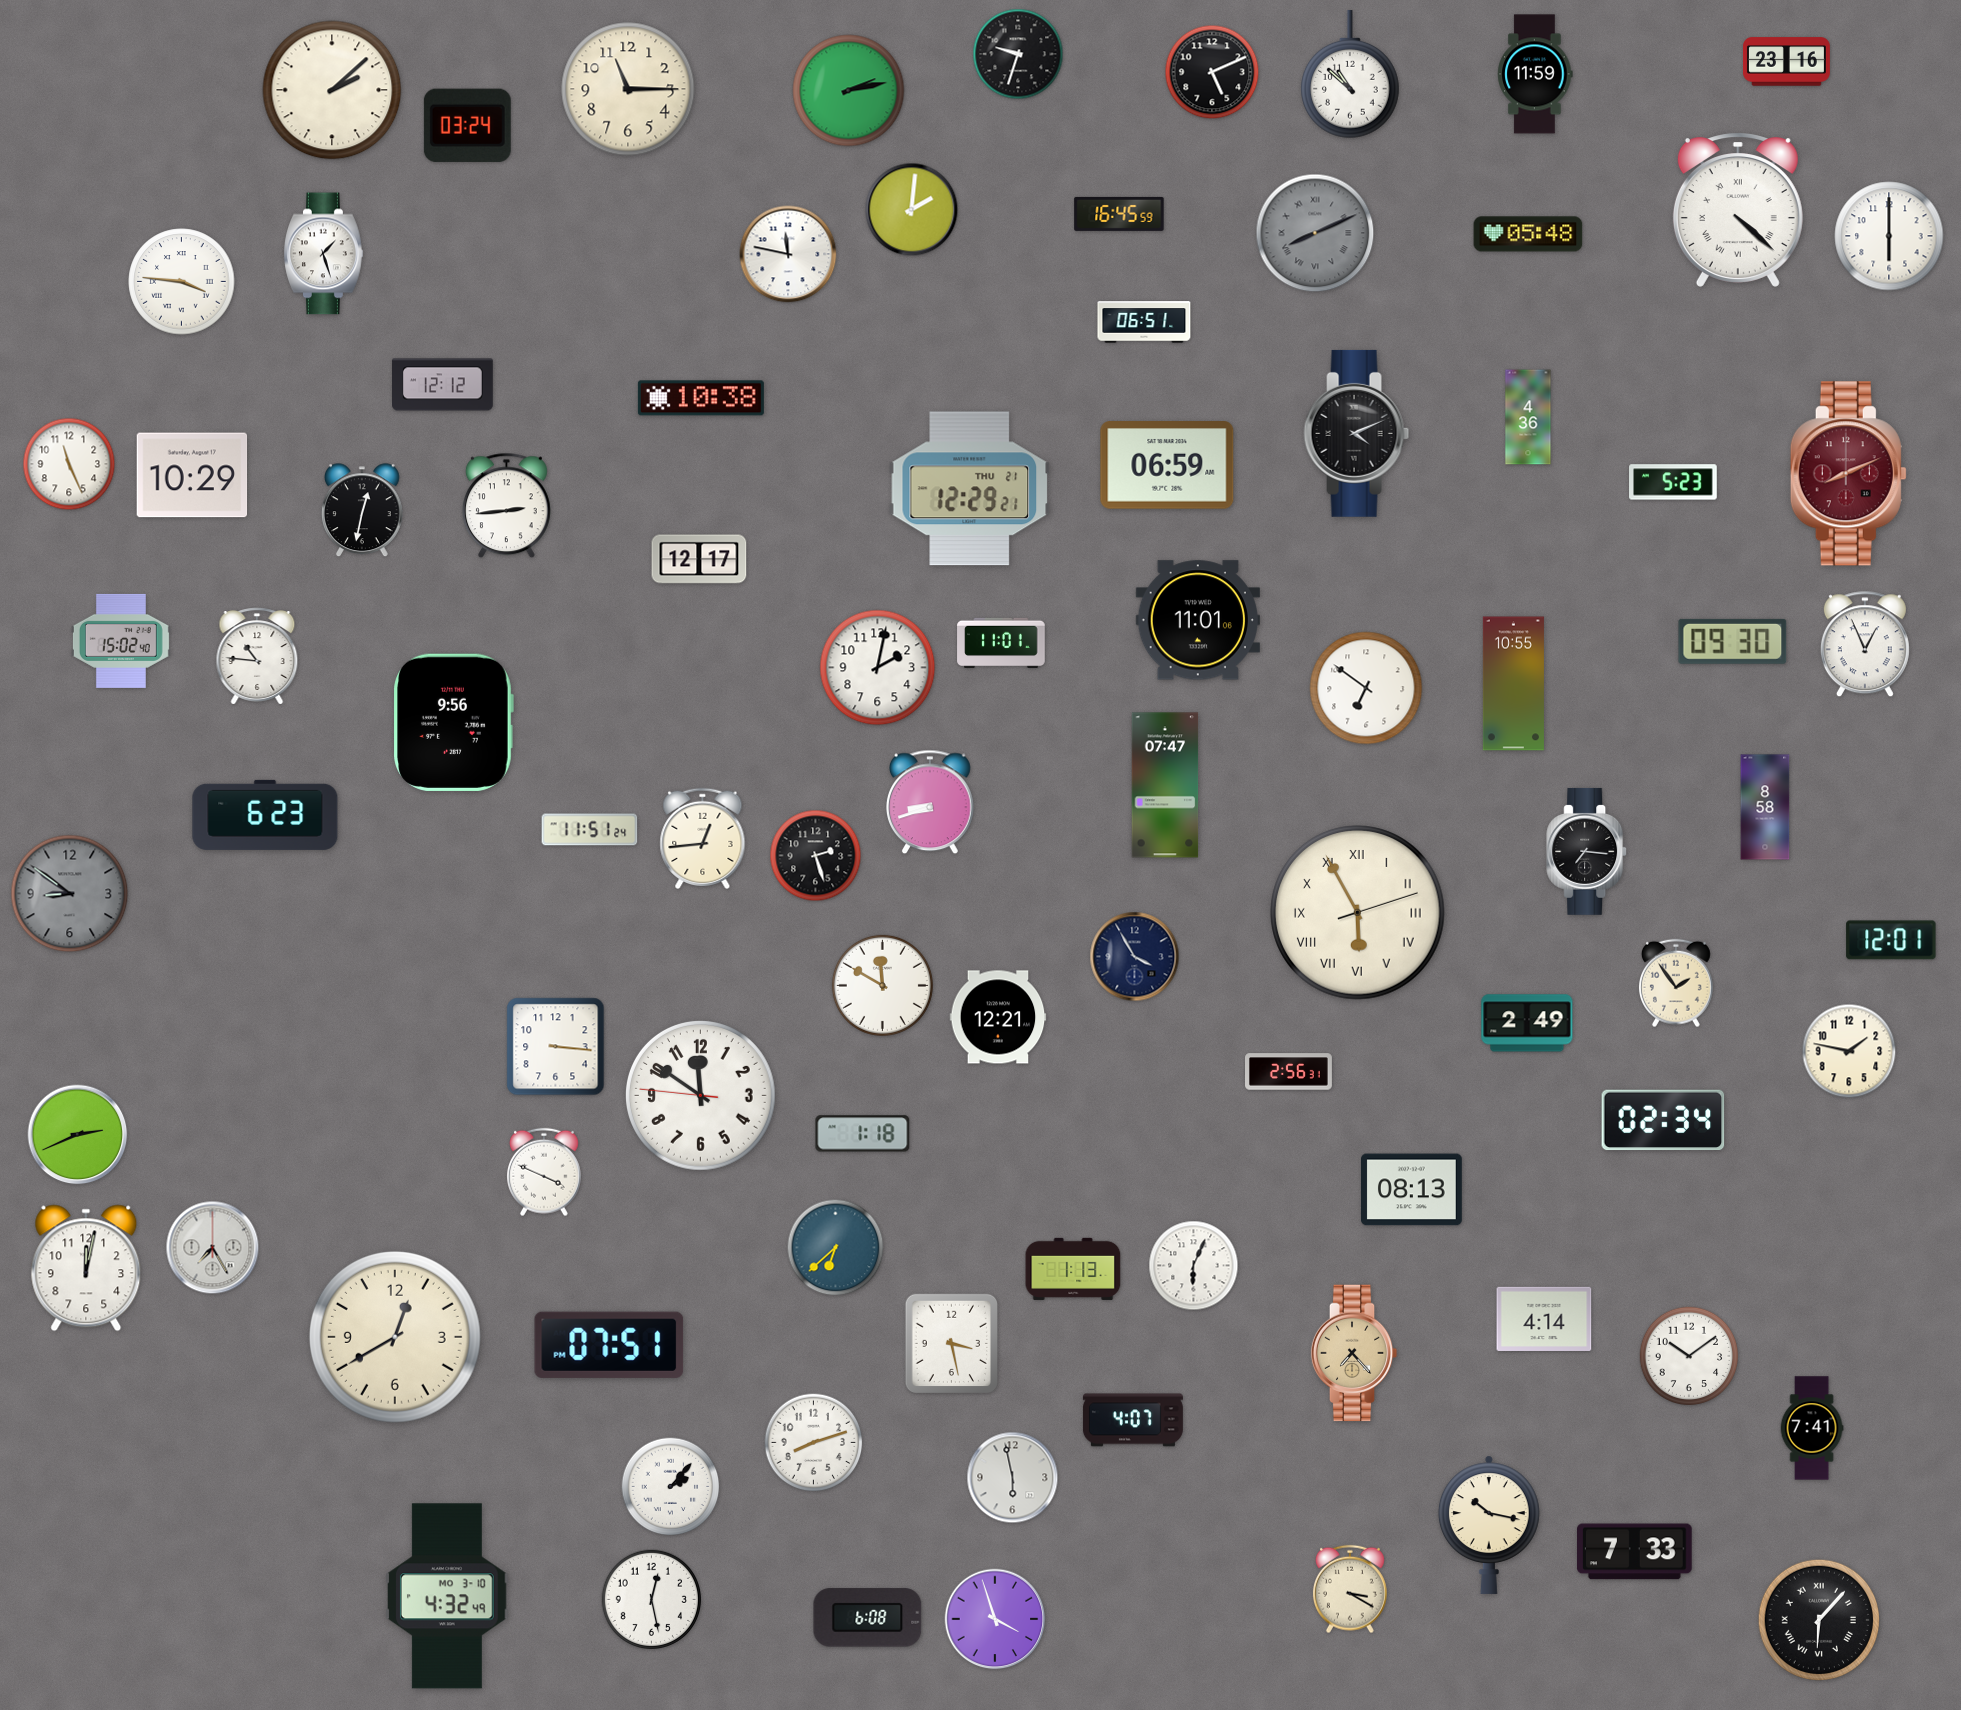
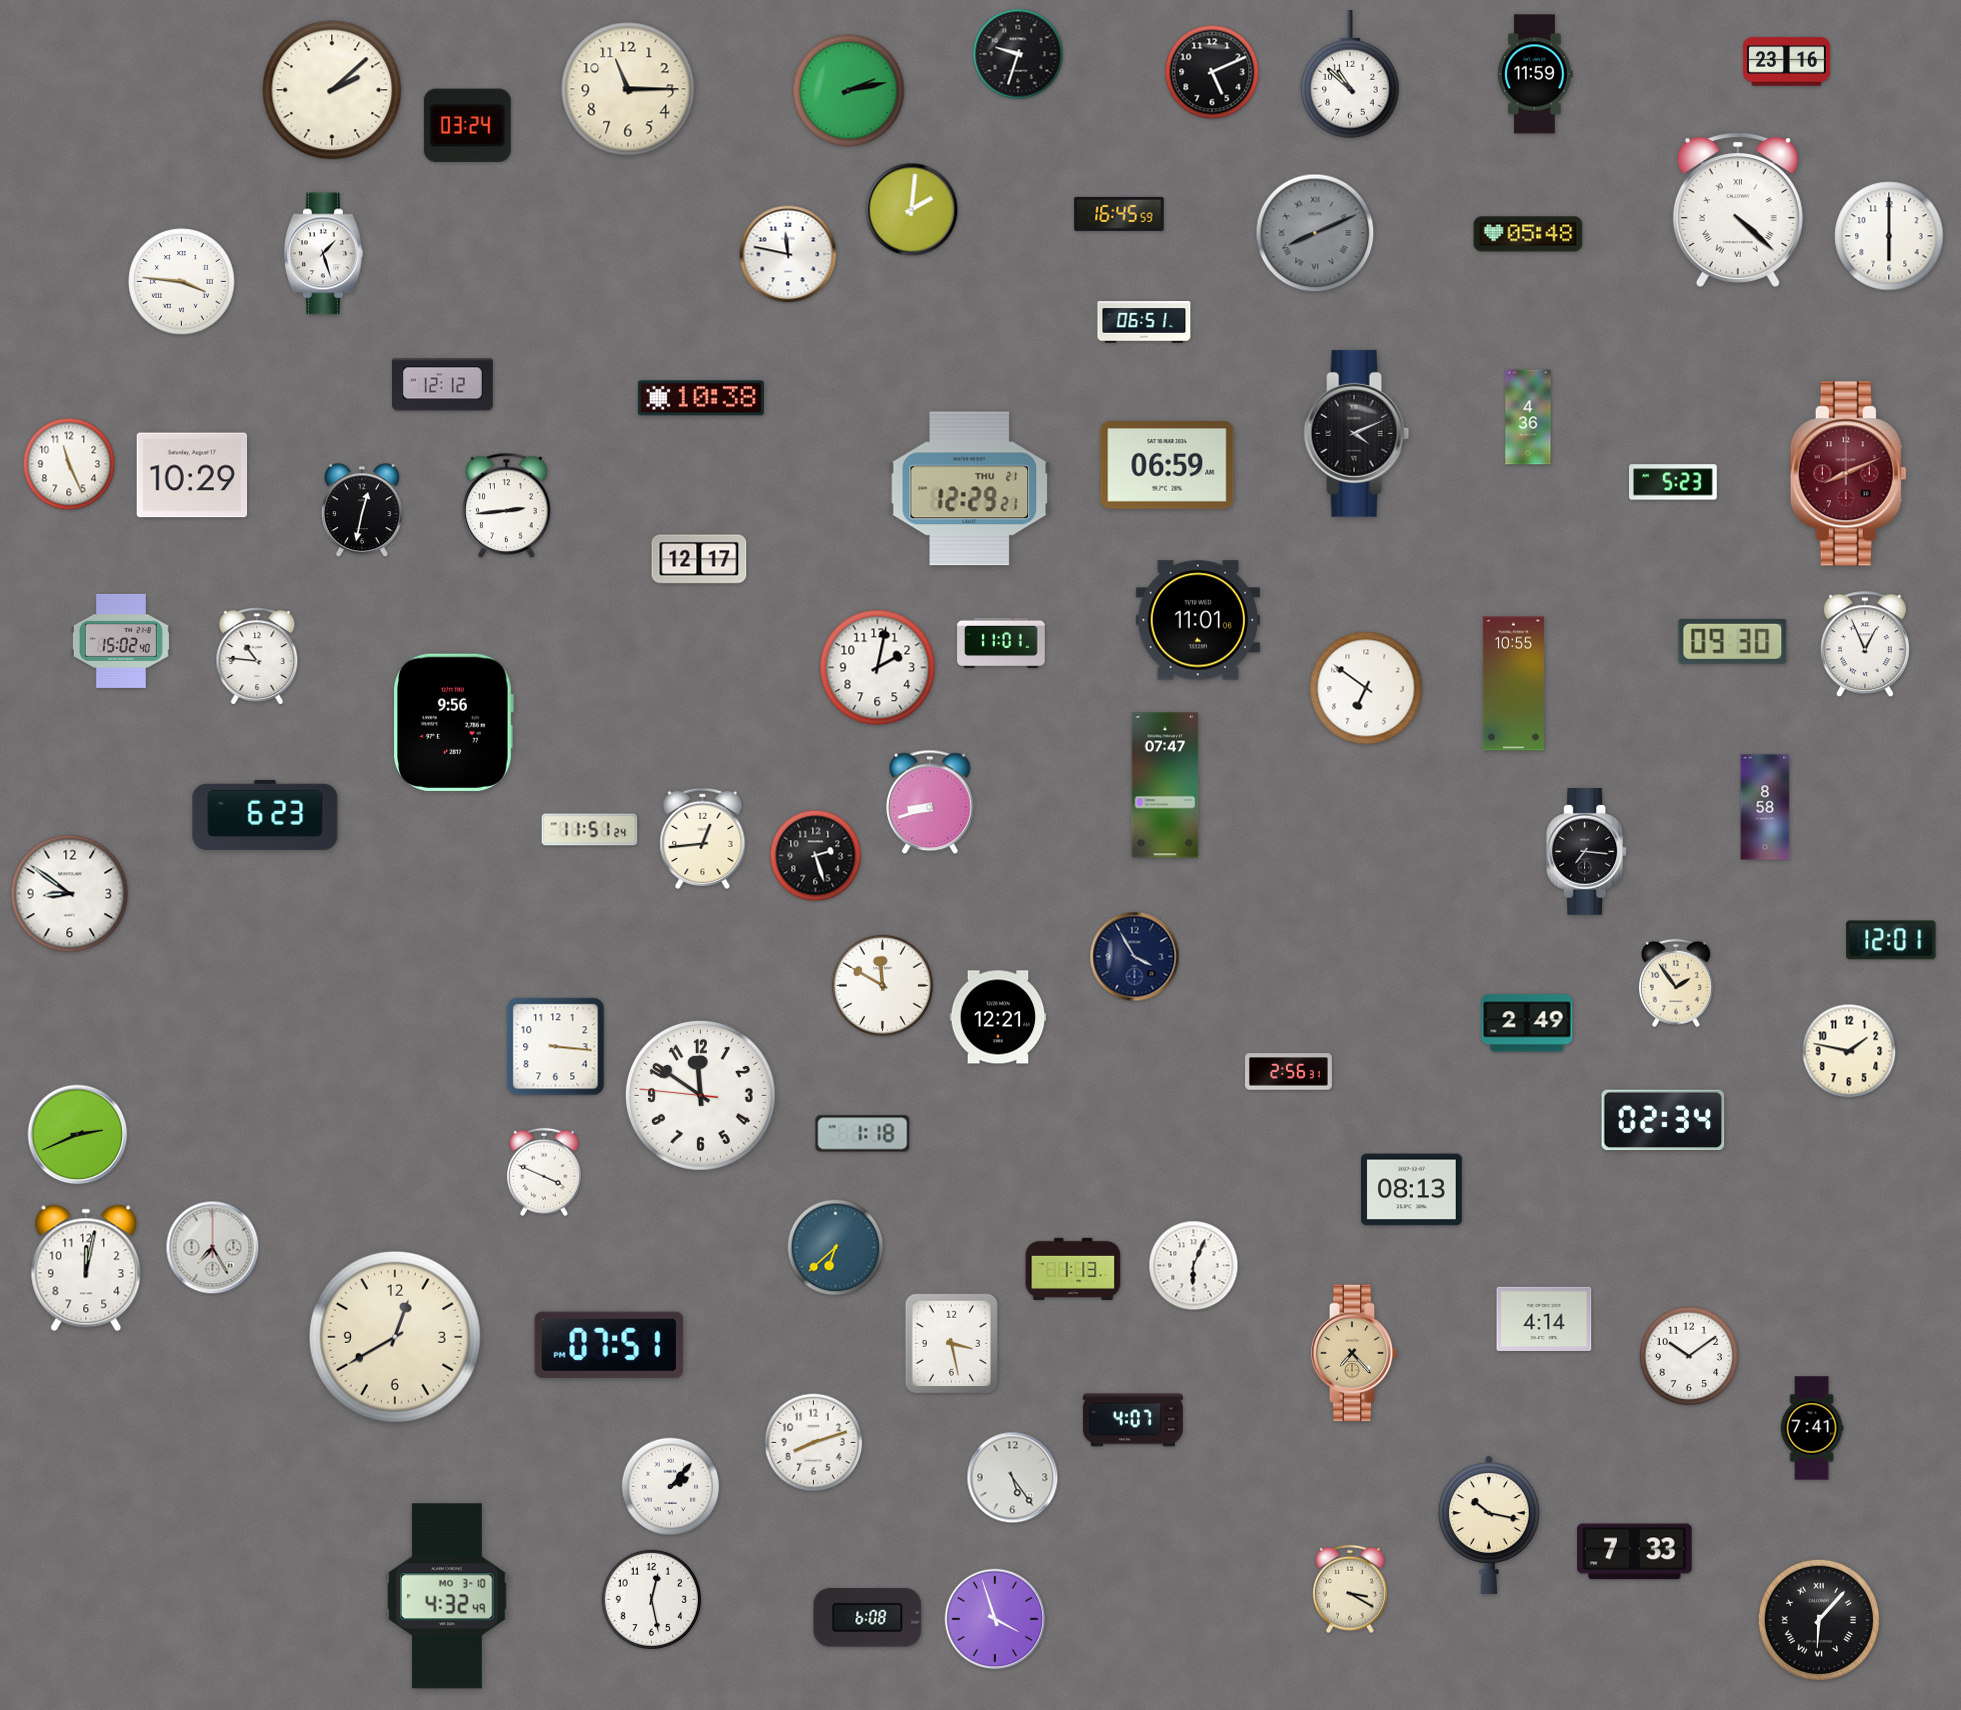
clock at (70, 894) dial: grey -> white
clock at (1358, 913): 5:55 -> none
clock at (1013, 1478): 5:58 -> 5:24
